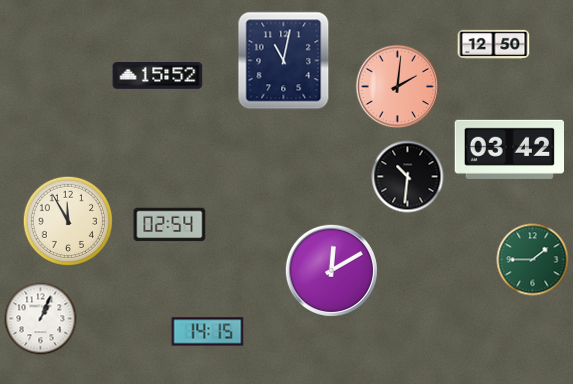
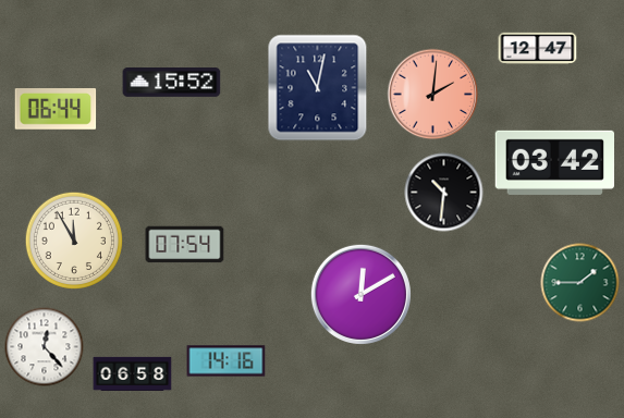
clock at (494, 44): 12:50 -> 12:47
clock at (284, 61) position: (284, 61) -> (318, 88)
clock at (56, 110): none -> 06:44
clock at (170, 225): 02:54 -> 07:54
clock at (41, 319): 1:04 -> 12:23
clock at (208, 332): 14:15 -> 14:16
clock at (133, 373): none -> 06:58
